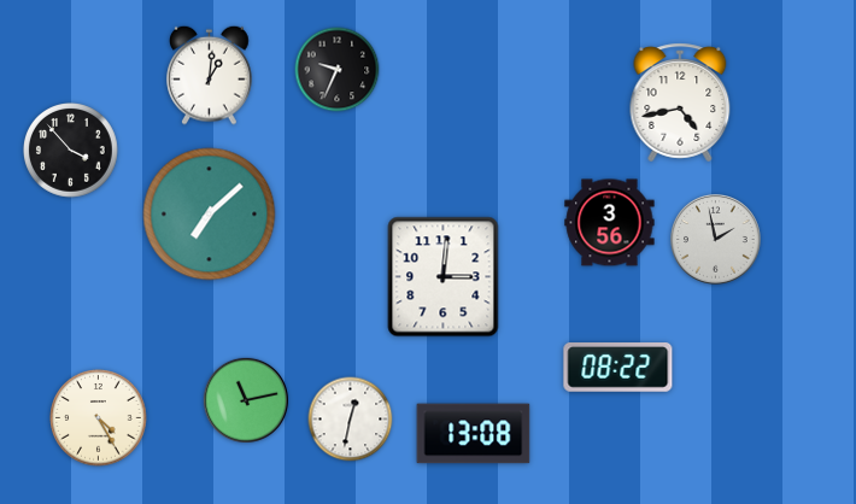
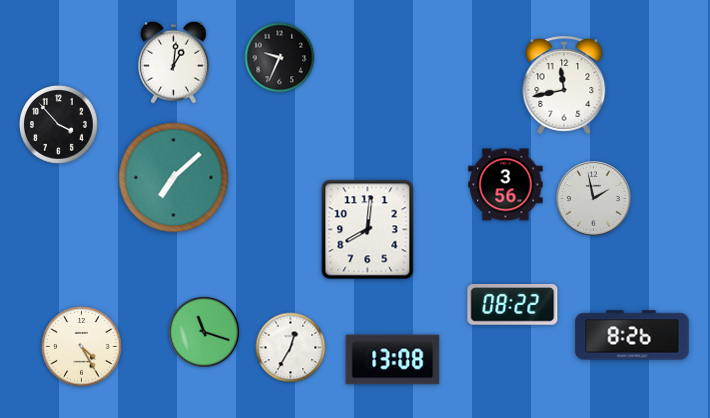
clock at (680, 102): 4:43 -> 11:43
clock at (444, 277): 3:01 -> 8:01
clock at (246, 400): 11:13 -> 11:18
clock at (632, 335): none -> 8:26
clock at (351, 420): 12:32 -> 12:35
